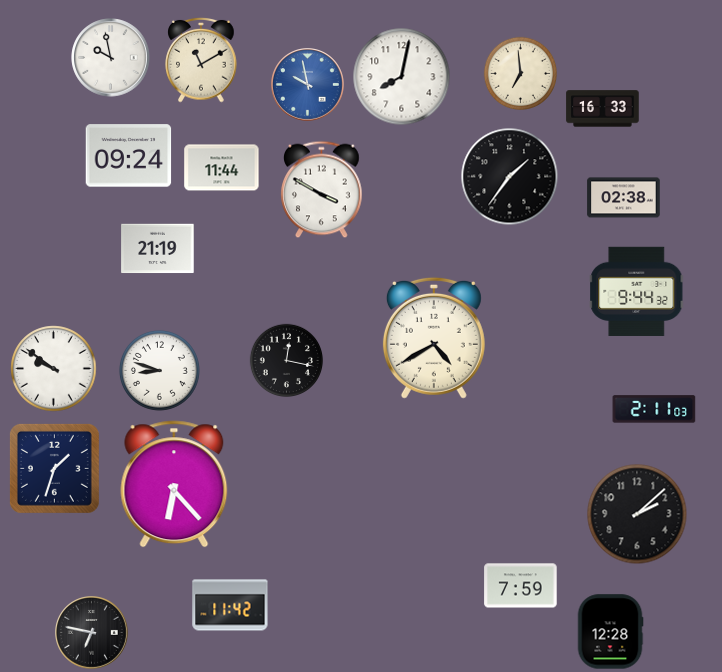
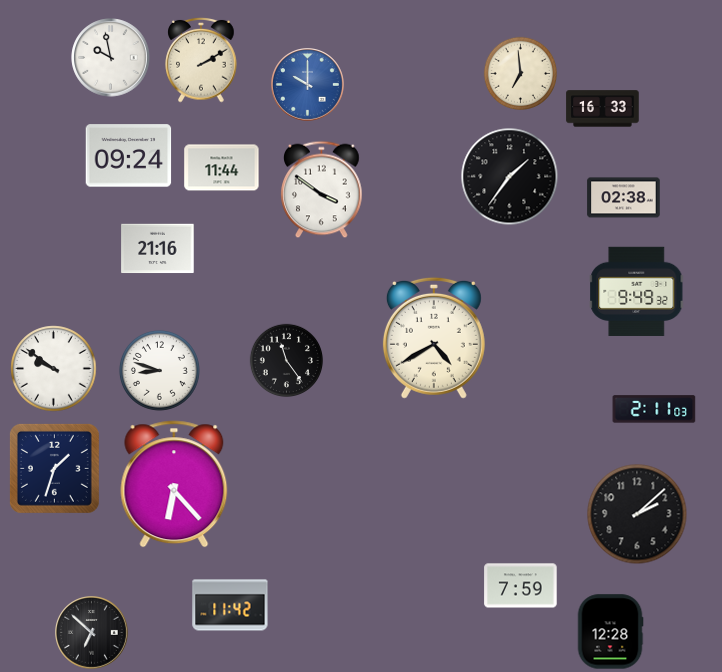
clock at (201, 60): 11:10 -> 2:10
clock at (402, 77): 8:02 -> none
clock at (308, 85): 9:58 -> 10:00
clock at (322, 190): 3:50 -> 3:51
clock at (158, 249): 21:19 -> 21:16
clock at (637, 291): 9:44 -> 9:49
clock at (286, 360): 12:17 -> 11:24
clock at (92, 633): 6:47 -> 6:52
